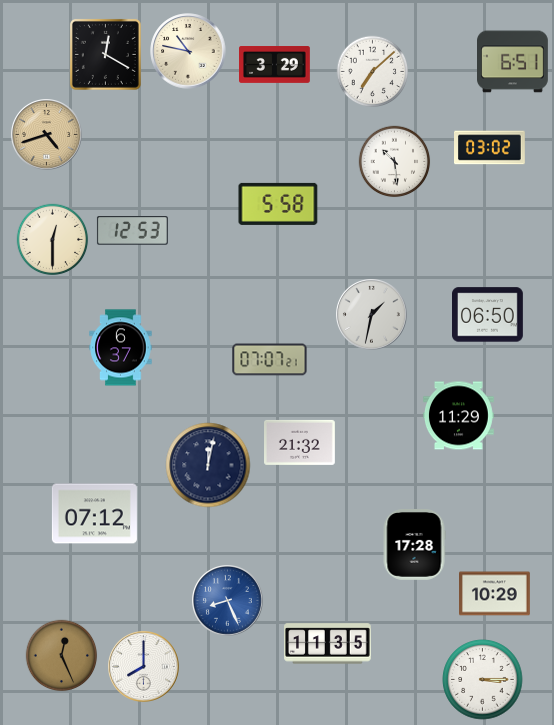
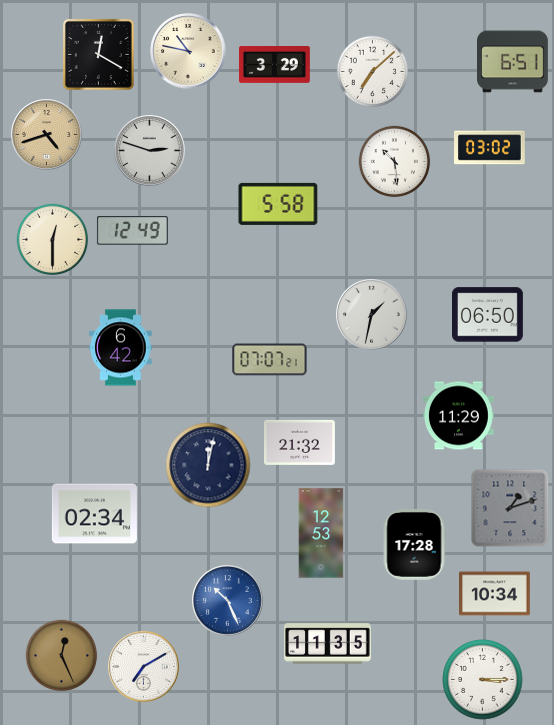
clock at (105, 54) position: (105, 54) -> (98, 54)
clock at (150, 151): none -> 2:48
clock at (132, 231): 12:53 -> 12:49
clock at (121, 348): 6:37 -> 6:42
clock at (510, 508): none -> 1:12
clock at (94, 514): 07:12 -> 02:34
clock at (321, 533): none -> 12:53
clock at (495, 594): 10:29 -> 10:34
clock at (228, 601): 8:26 -> 10:26
clock at (144, 667): 8:00 -> 7:10
